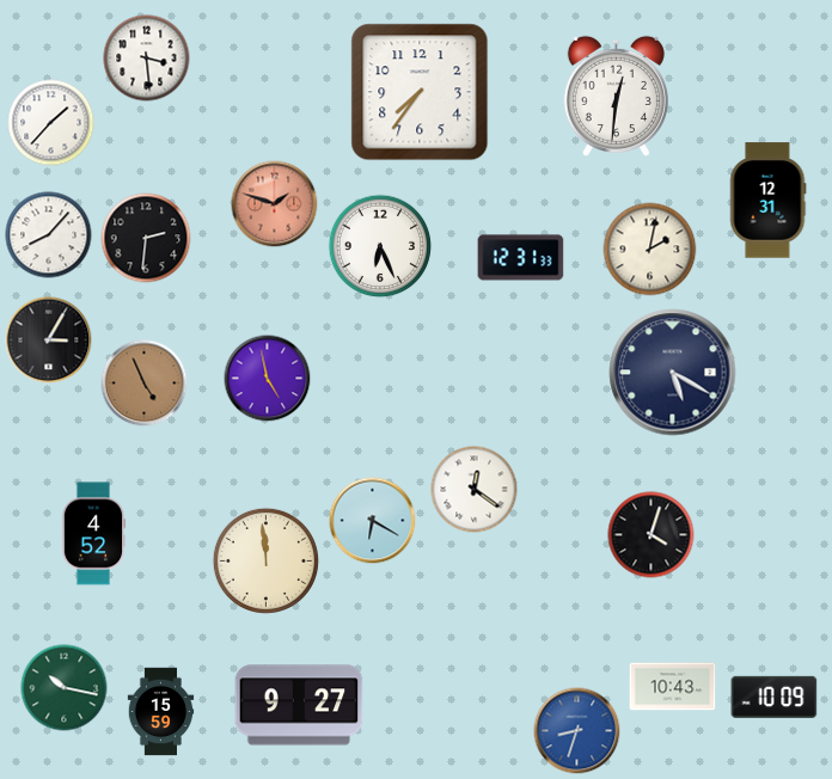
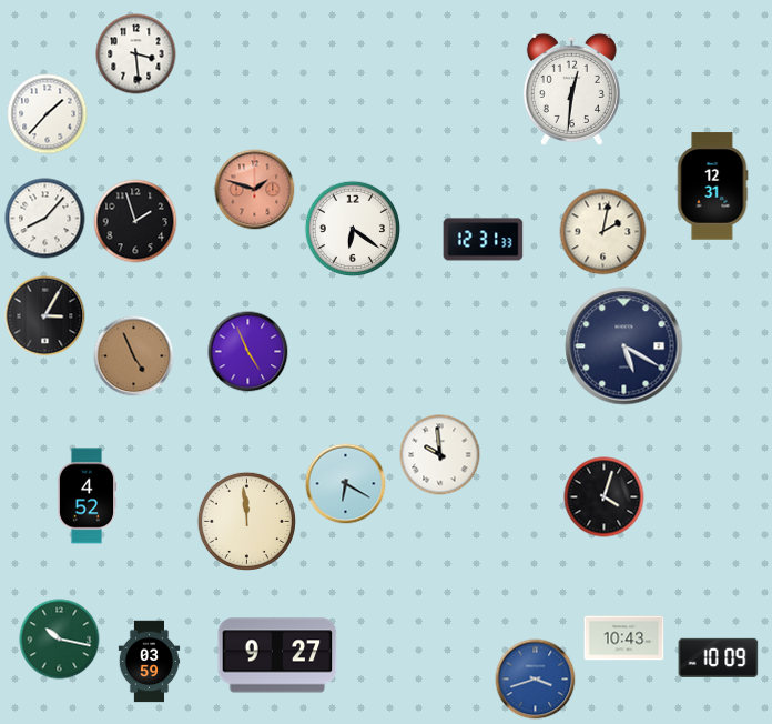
clock at (420, 92): 7:36 -> none
clock at (146, 238): 2:31 -> 1:57
clock at (380, 246): 6:26 -> 6:21
clock at (268, 379): 4:58 -> 4:56
clock at (475, 490): 12:21 -> 9:59
clock at (775, 697) position: (775, 697) -> (719, 657)
clock at (161, 712): 15:59 -> 03:59
clock at (577, 731): 8:33 -> 3:42
